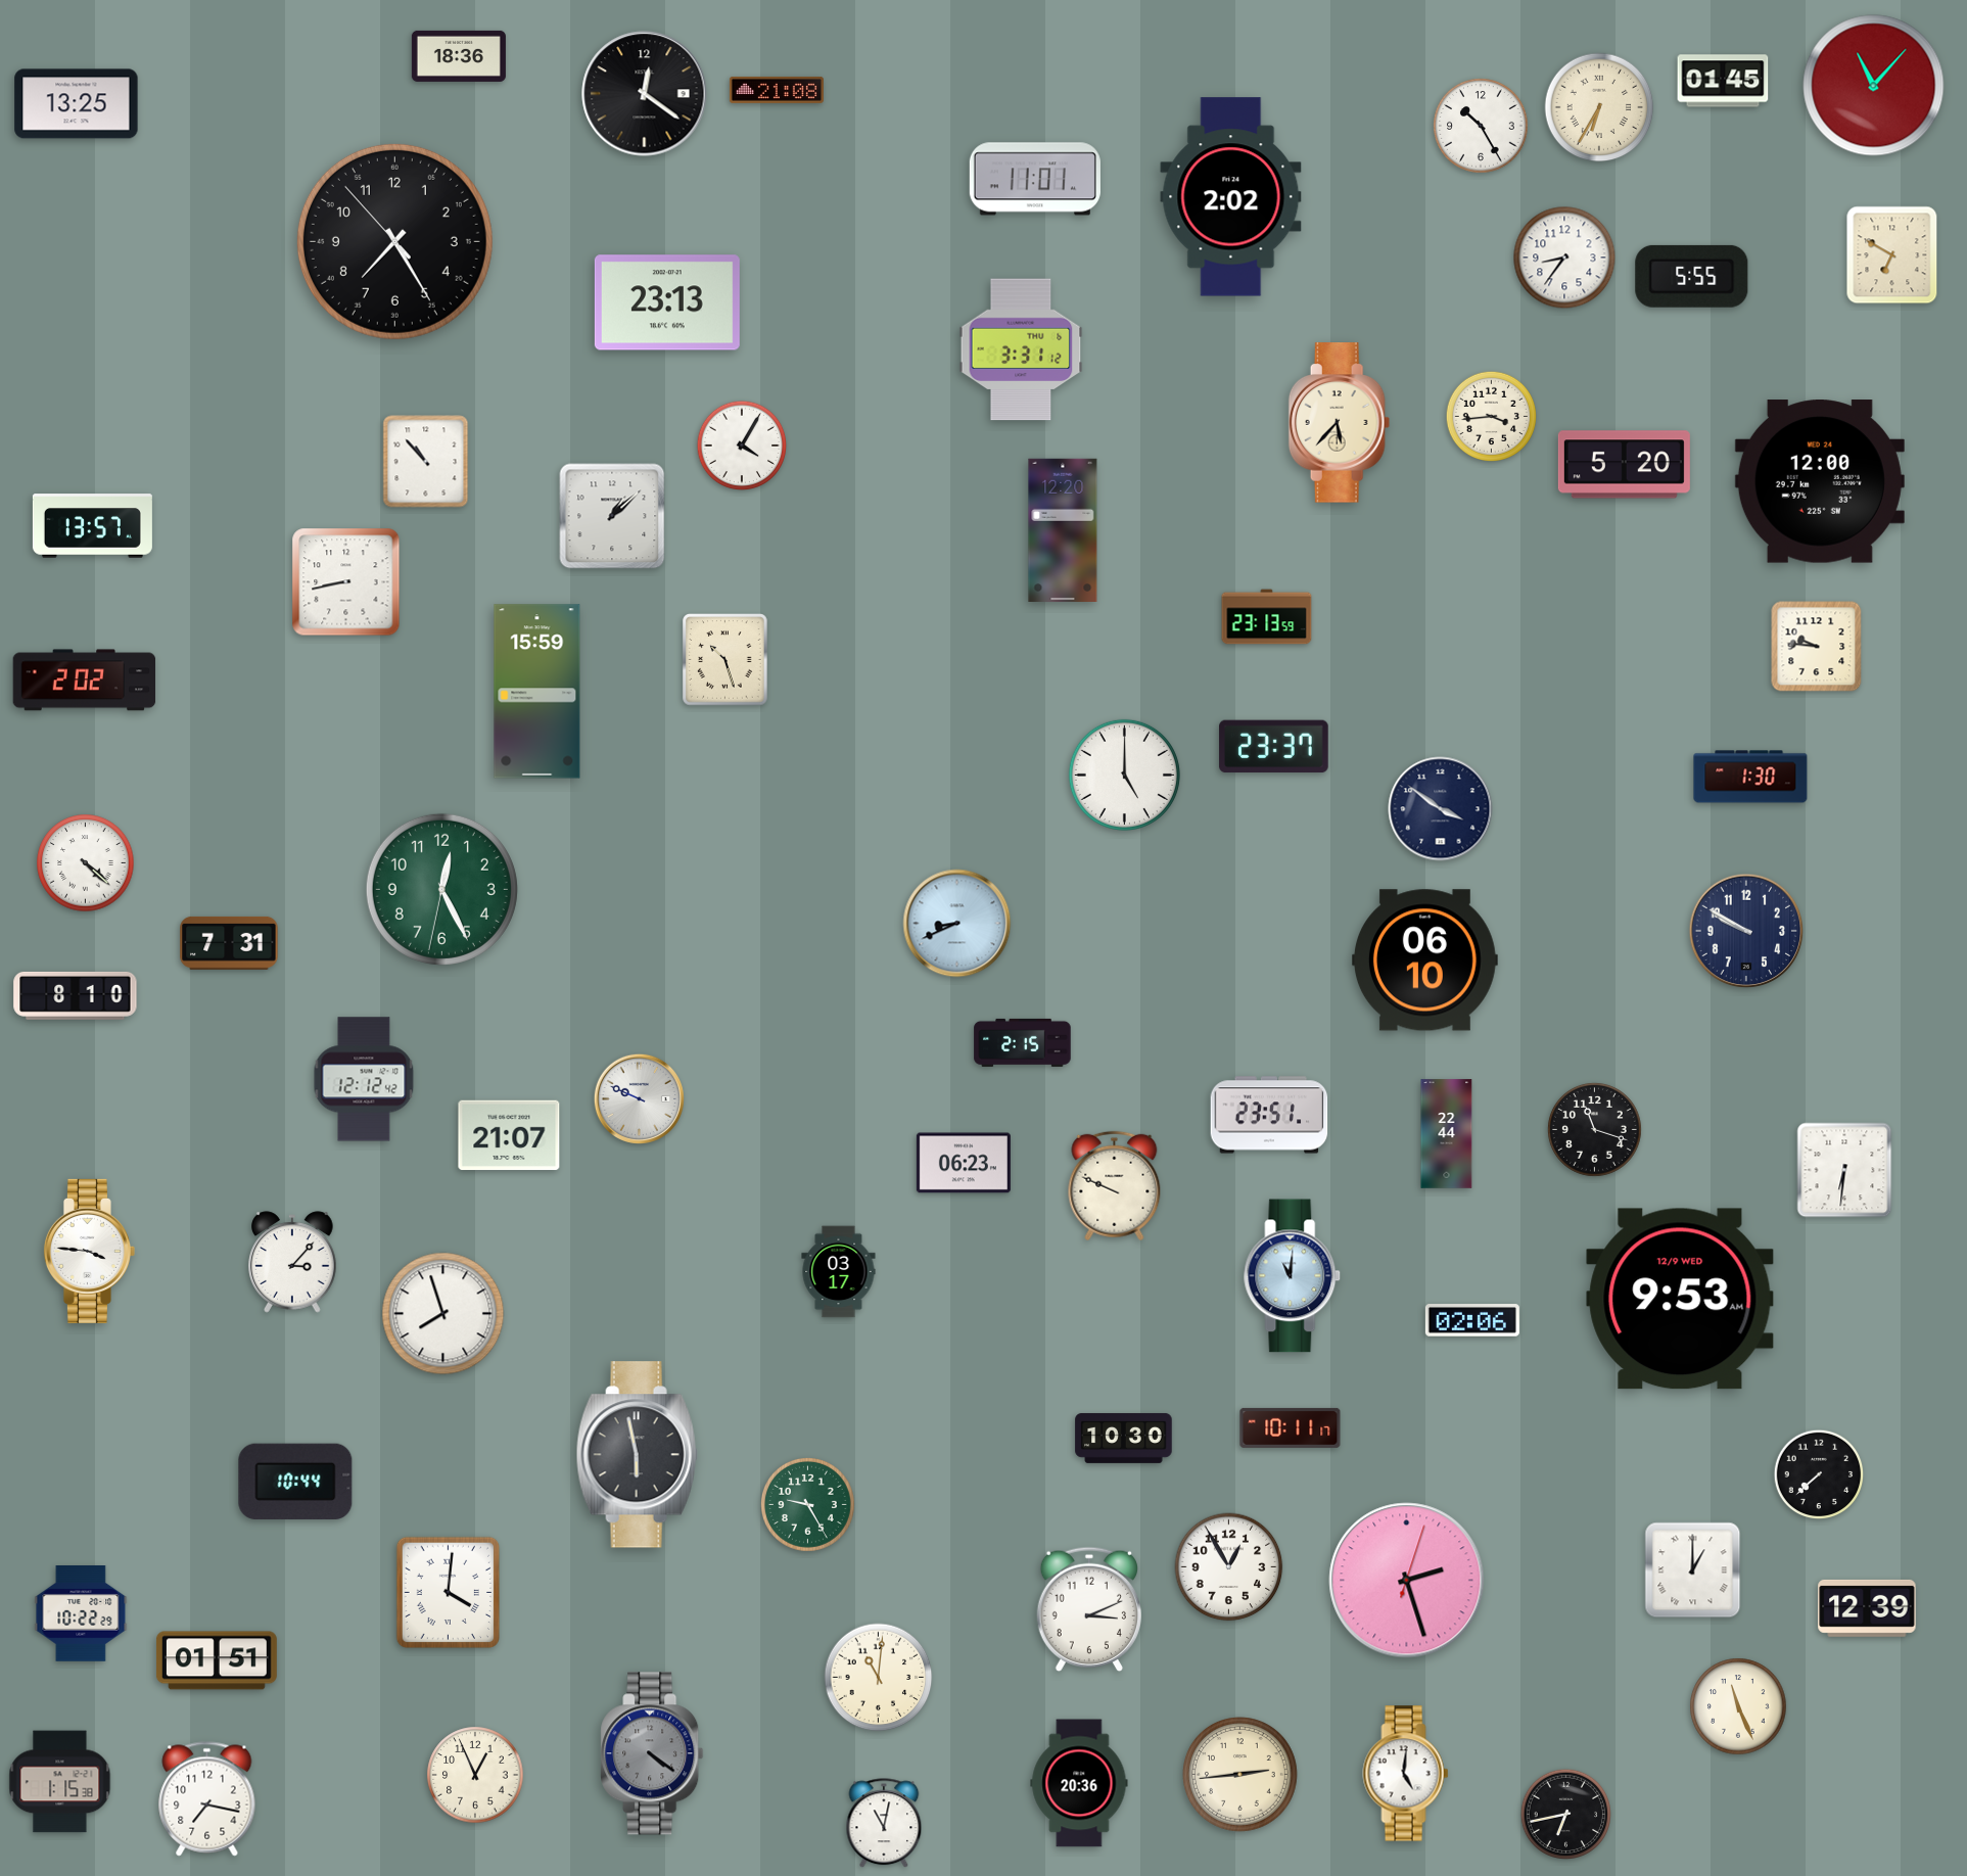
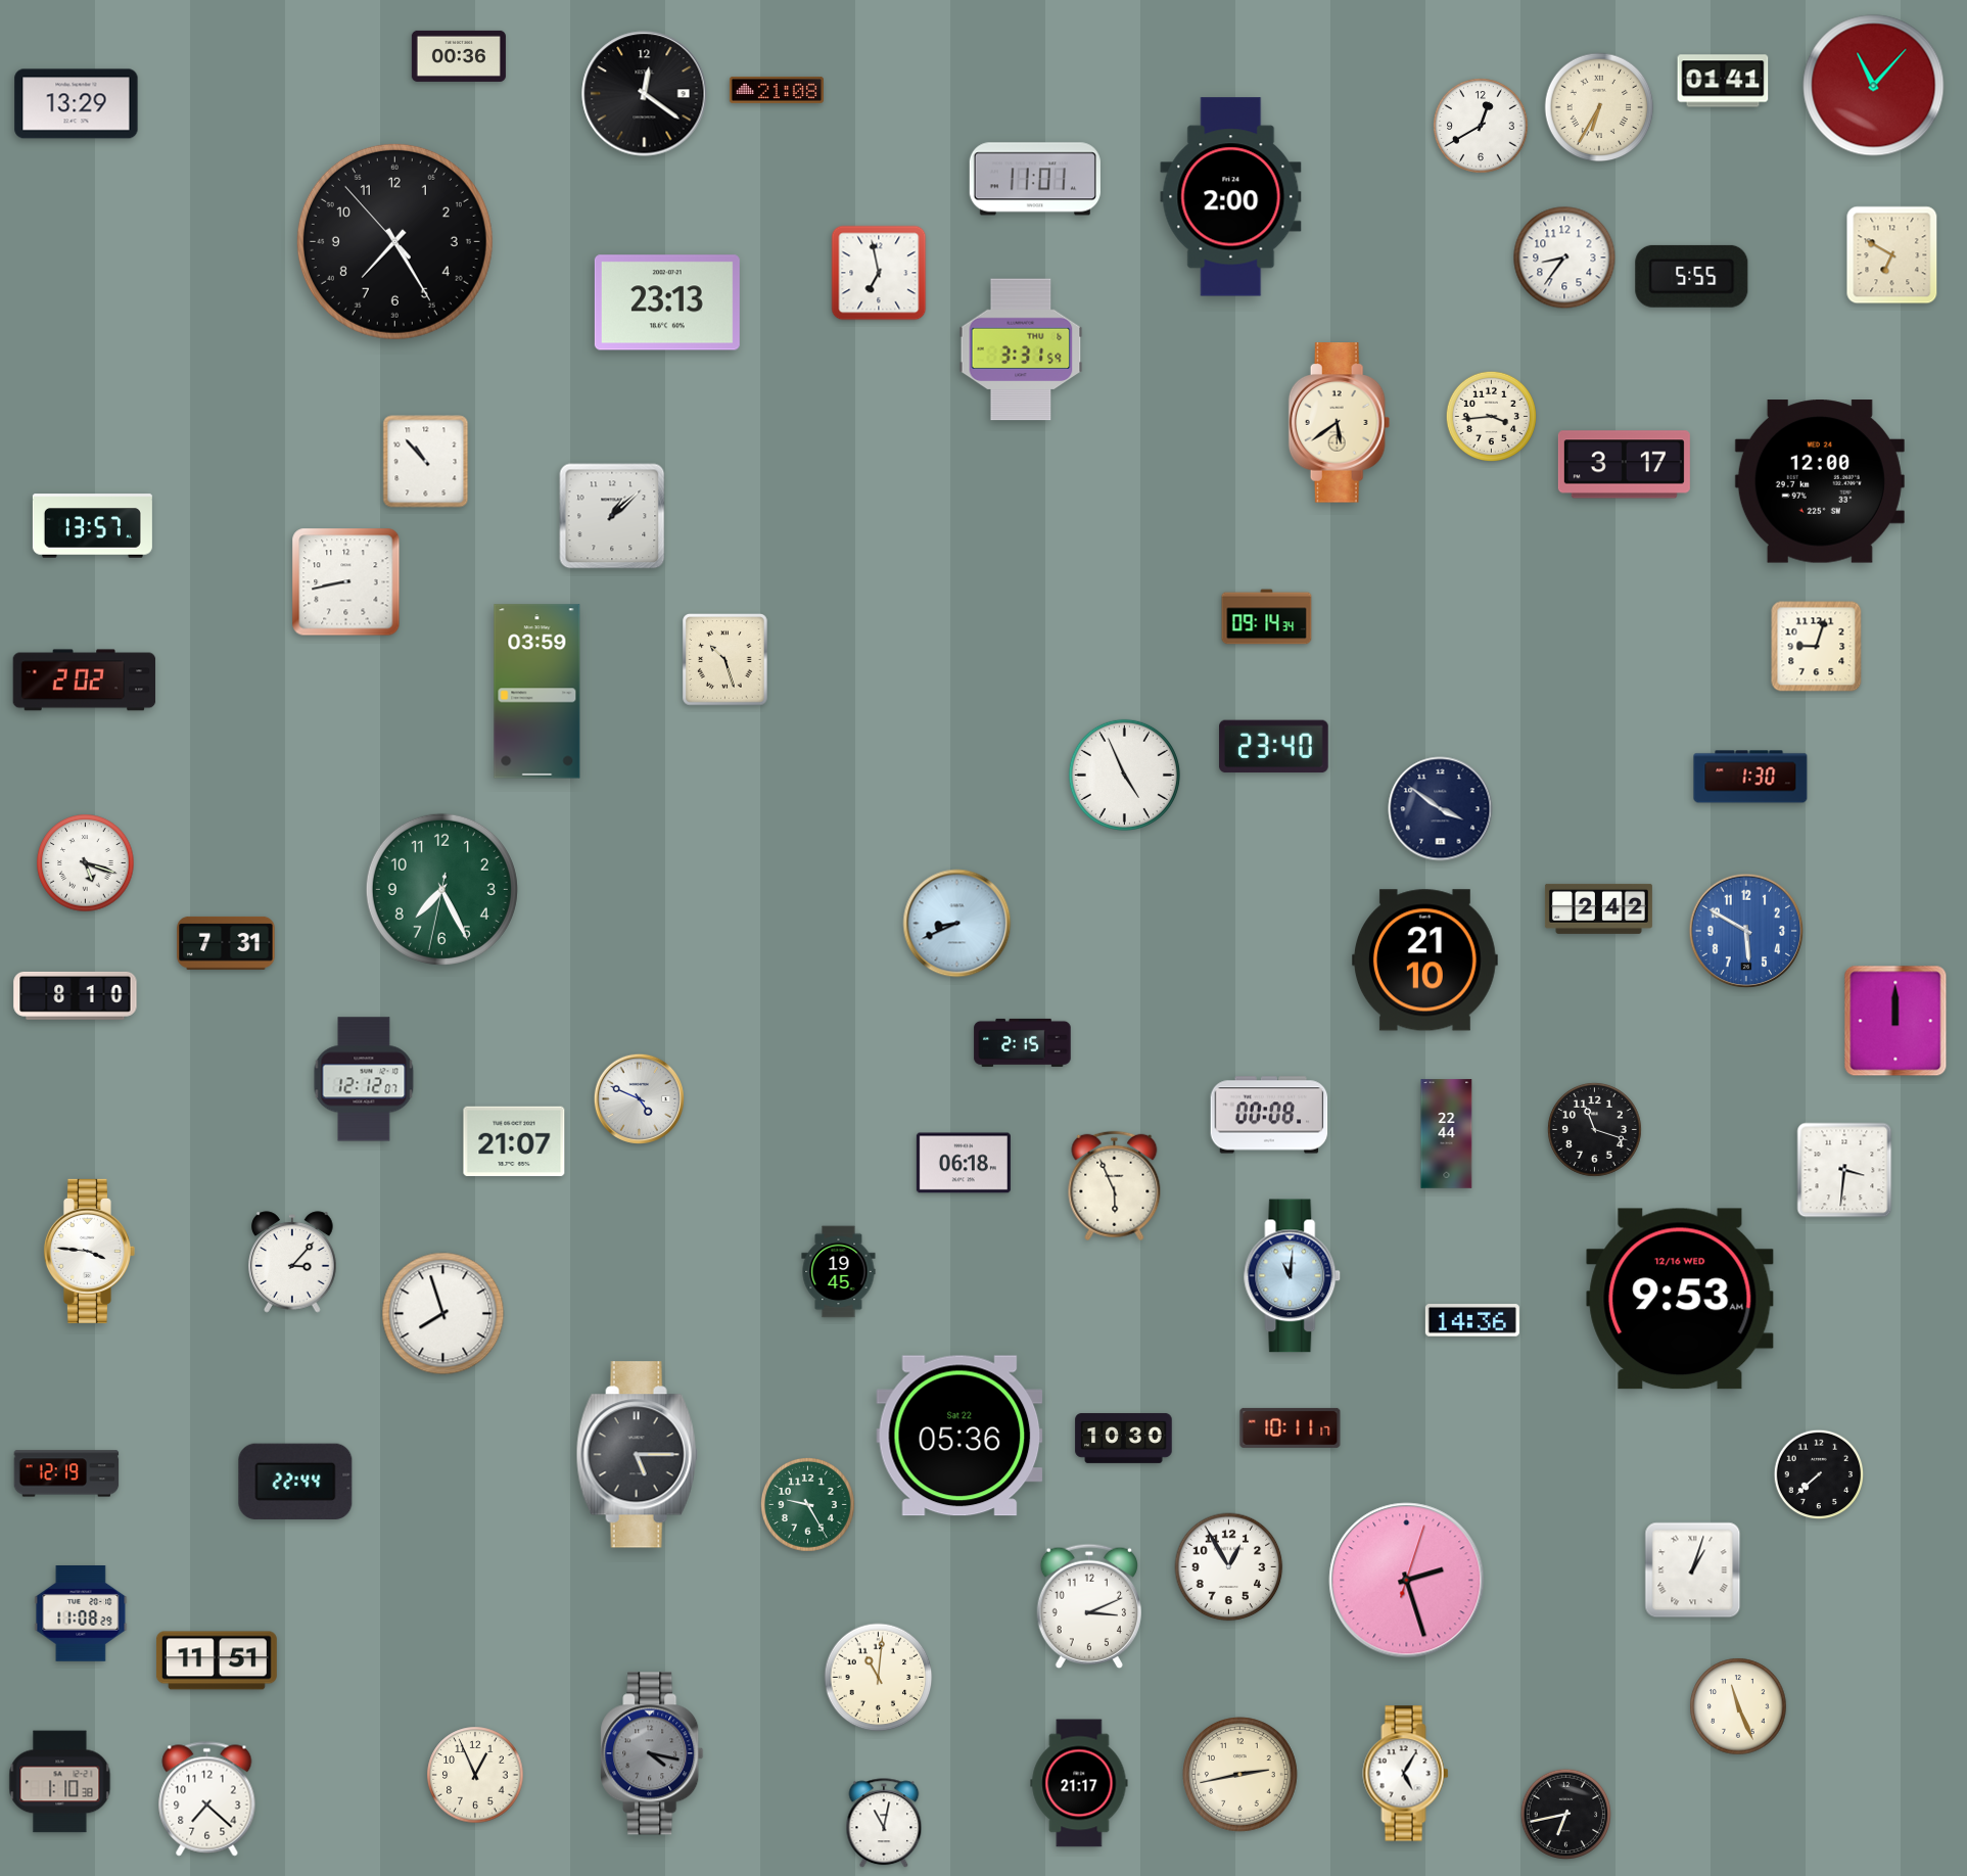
clock at (459, 56): 18:36 -> 00:36
clock at (1723, 81): 01:45 -> 01:41
clock at (77, 104): 13:25 -> 13:29
clock at (1481, 126): 10:25 -> 12:40
clock at (1231, 197): 2:02 -> 2:00
clock at (879, 273): none -> 6:58
clock at (1021, 349): 3:31:12 -> 3:31:59
clock at (1340, 423): 5:37 -> 5:39
clock at (742, 445): 4:05 -> none
clock at (1624, 465): 5:20 -> 3:17
clock at (1063, 529): 12:20 -> none
clock at (1267, 617): 23:13 -> 09:14
clock at (1817, 647): 9:46 -> 9:03
clock at (537, 692): 15:59 -> 03:59
clock at (1274, 747): 23:37 -> 23:40
clock at (1124, 775): 5:00 -> 4:56
clock at (86, 863): 4:22 -> 5:18
clock at (441, 889): 12:25 -> 7:25
clock at (1598, 908): none -> 2:42
clock at (1746, 931): 9:50 -> 5:50
clock at (1746, 931) dial: navy -> blue
clock at (229, 943) position: (229, 943) -> (226, 943)
clock at (1424, 960): 06:10 -> 21:10
clock at (1895, 1021): none -> 12:00
clock at (364, 1079): 12:12:42 -> 12:12:07
clock at (639, 1098): 9:49 -> 4:49
clock at (1269, 1115): 23:51 -> 00:08
clock at (509, 1135) position: (509, 1135) -> (514, 1141)
clock at (964, 1163): 06:23 -> 06:18
clock at (1844, 1170): 6:31 -> 3:31
clock at (1115, 1186): 9:49 -> 5:56
clock at (839, 1272): 03:17 -> 19:45
clock at (1680, 1299) date: 12/9 WED -> 12/16 WED
clock at (1472, 1320): 02:06 -> 14:36
clock at (959, 1436): none -> 05:36
clock at (637, 1455): 5:58 -> 5:15
clock at (66, 1473): none -> 12:19
clock at (295, 1481): 10:44 -> 22:44
clock at (1693, 1570): 1:00 -> 1:03
clock at (449, 1593): 4:01 -> none
clock at (1867, 1608): 12:39 -> none
clock at (1088, 1609) position: (1088, 1609) -> (1088, 1606)
clock at (81, 1614): 10:22 -> 11:08
clock at (217, 1660): 01:51 -> 11:51
clock at (652, 1753): 4:21 -> 4:17
clock at (1406, 1774): 5:01 -> 5:05
clock at (1240, 1775): 2:44 -> 2:43
clock at (60, 1782): 1:15 -> 1:10
clock at (1079, 1783): 20:36 -> 21:17
clock at (207, 1799): 7:17 -> 7:22
